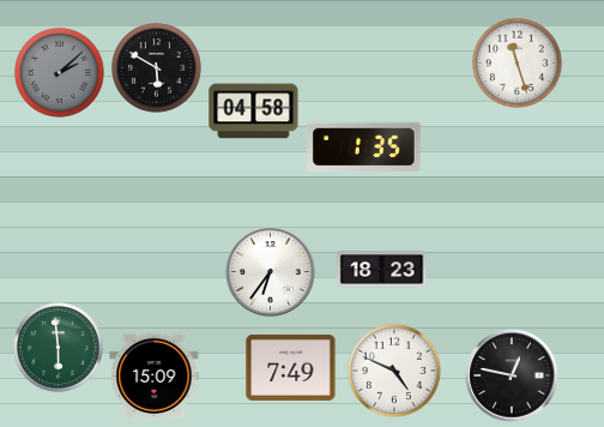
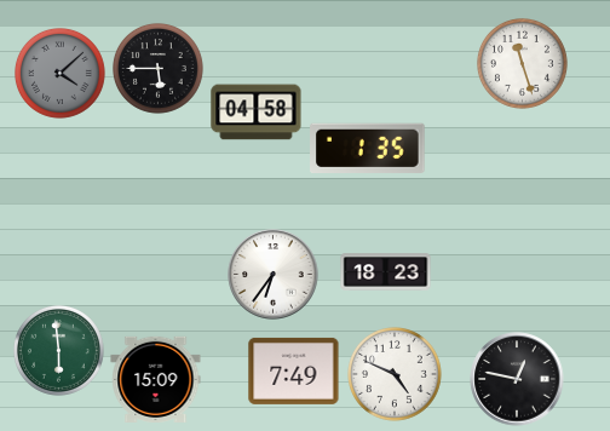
clock at (157, 68): 5:50 -> 5:45
clock at (60, 73): 2:08 -> 4:08
clock at (395, 372) position: (395, 372) -> (396, 375)
